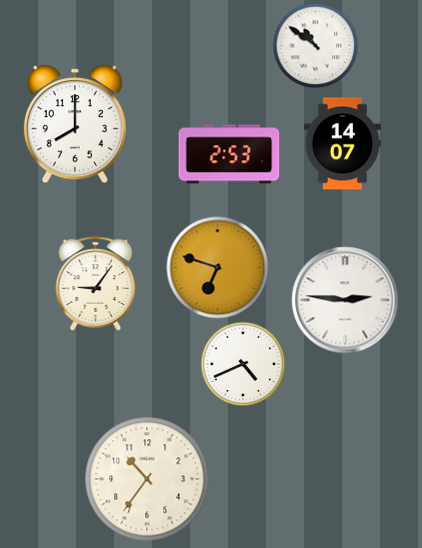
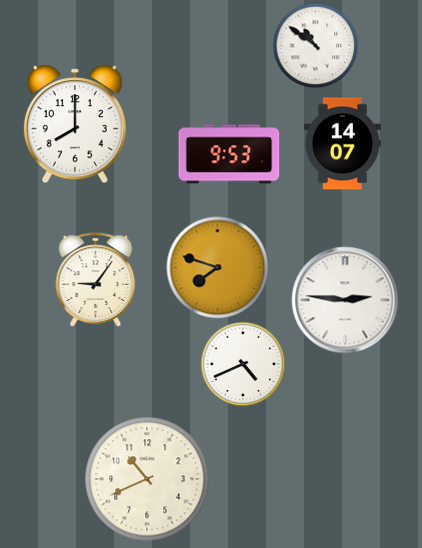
clock at (229, 154): 2:53 -> 9:53
clock at (218, 268): 6:48 -> 7:48
clock at (96, 284) position: (96, 284) -> (96, 280)
clock at (147, 479): 10:36 -> 10:41
